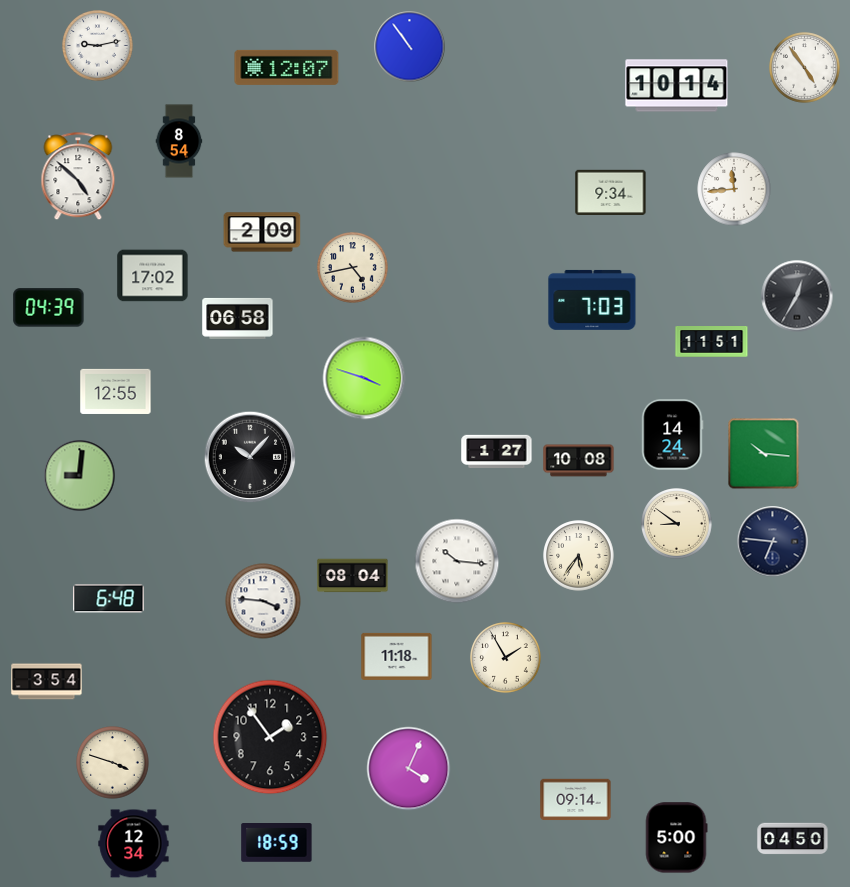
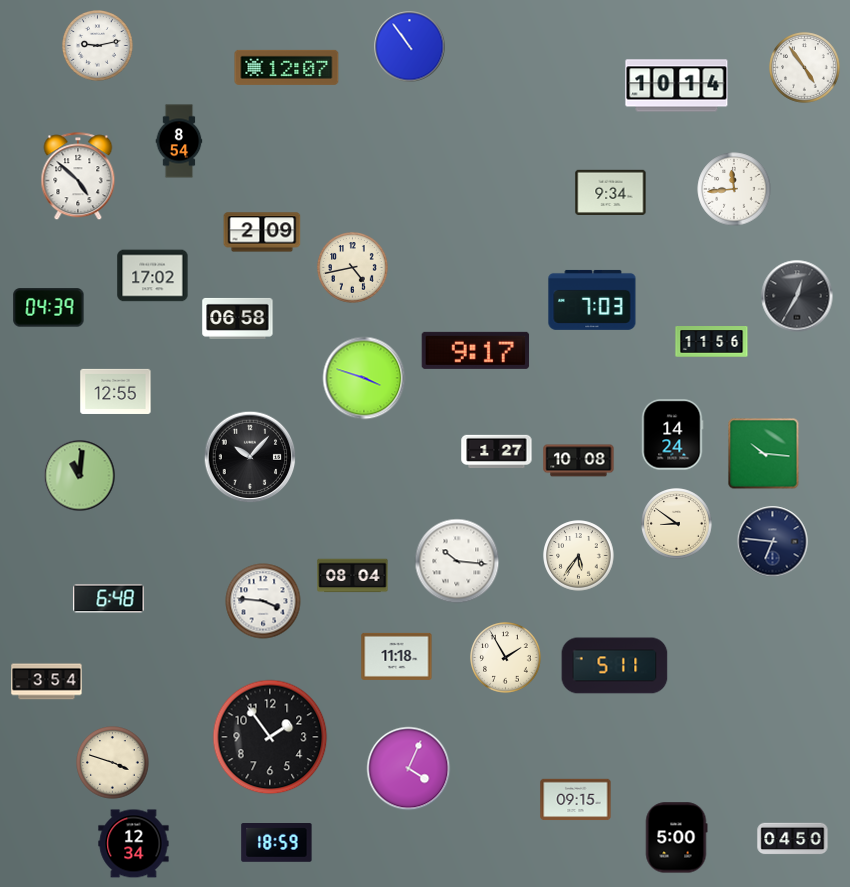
clock at (712, 342): 11:51 -> 11:56
clock at (476, 350): none -> 9:17
clock at (80, 476): 9:01 -> 11:01
clock at (615, 666): none -> 5:11
clock at (576, 800): 09:14 -> 09:15
